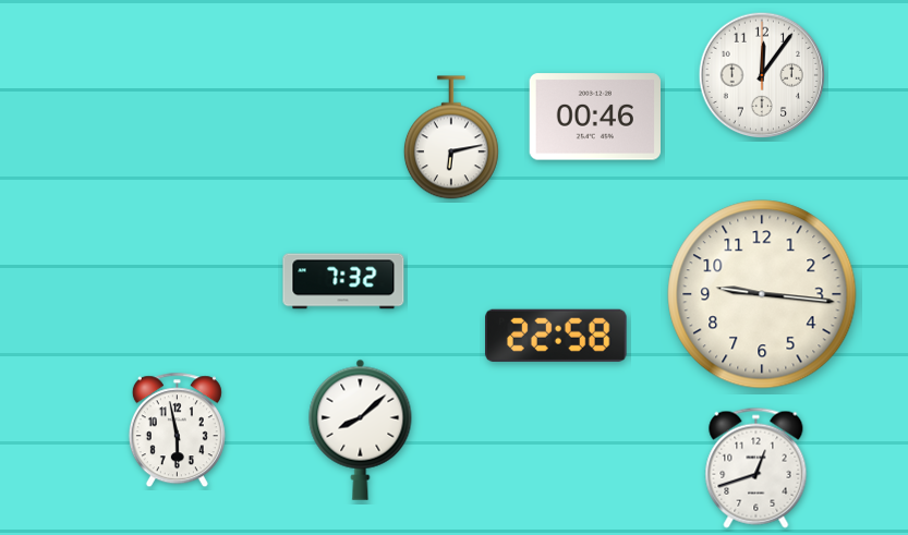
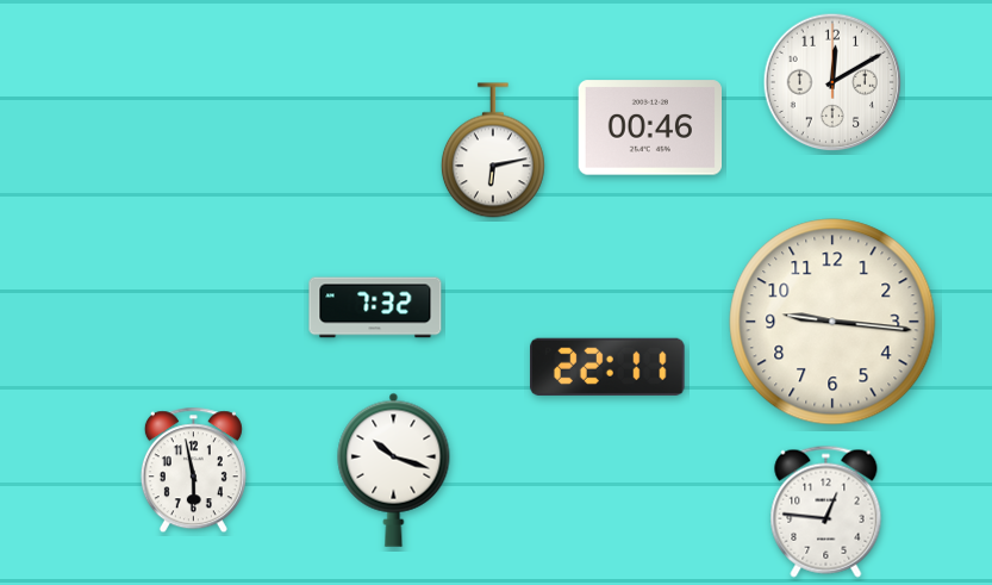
clock at (762, 75): 12:06 -> 12:10
clock at (557, 336): 22:58 -> 22:11
clock at (361, 429): 8:08 -> 10:18
clock at (756, 467): 12:42 -> 12:46
